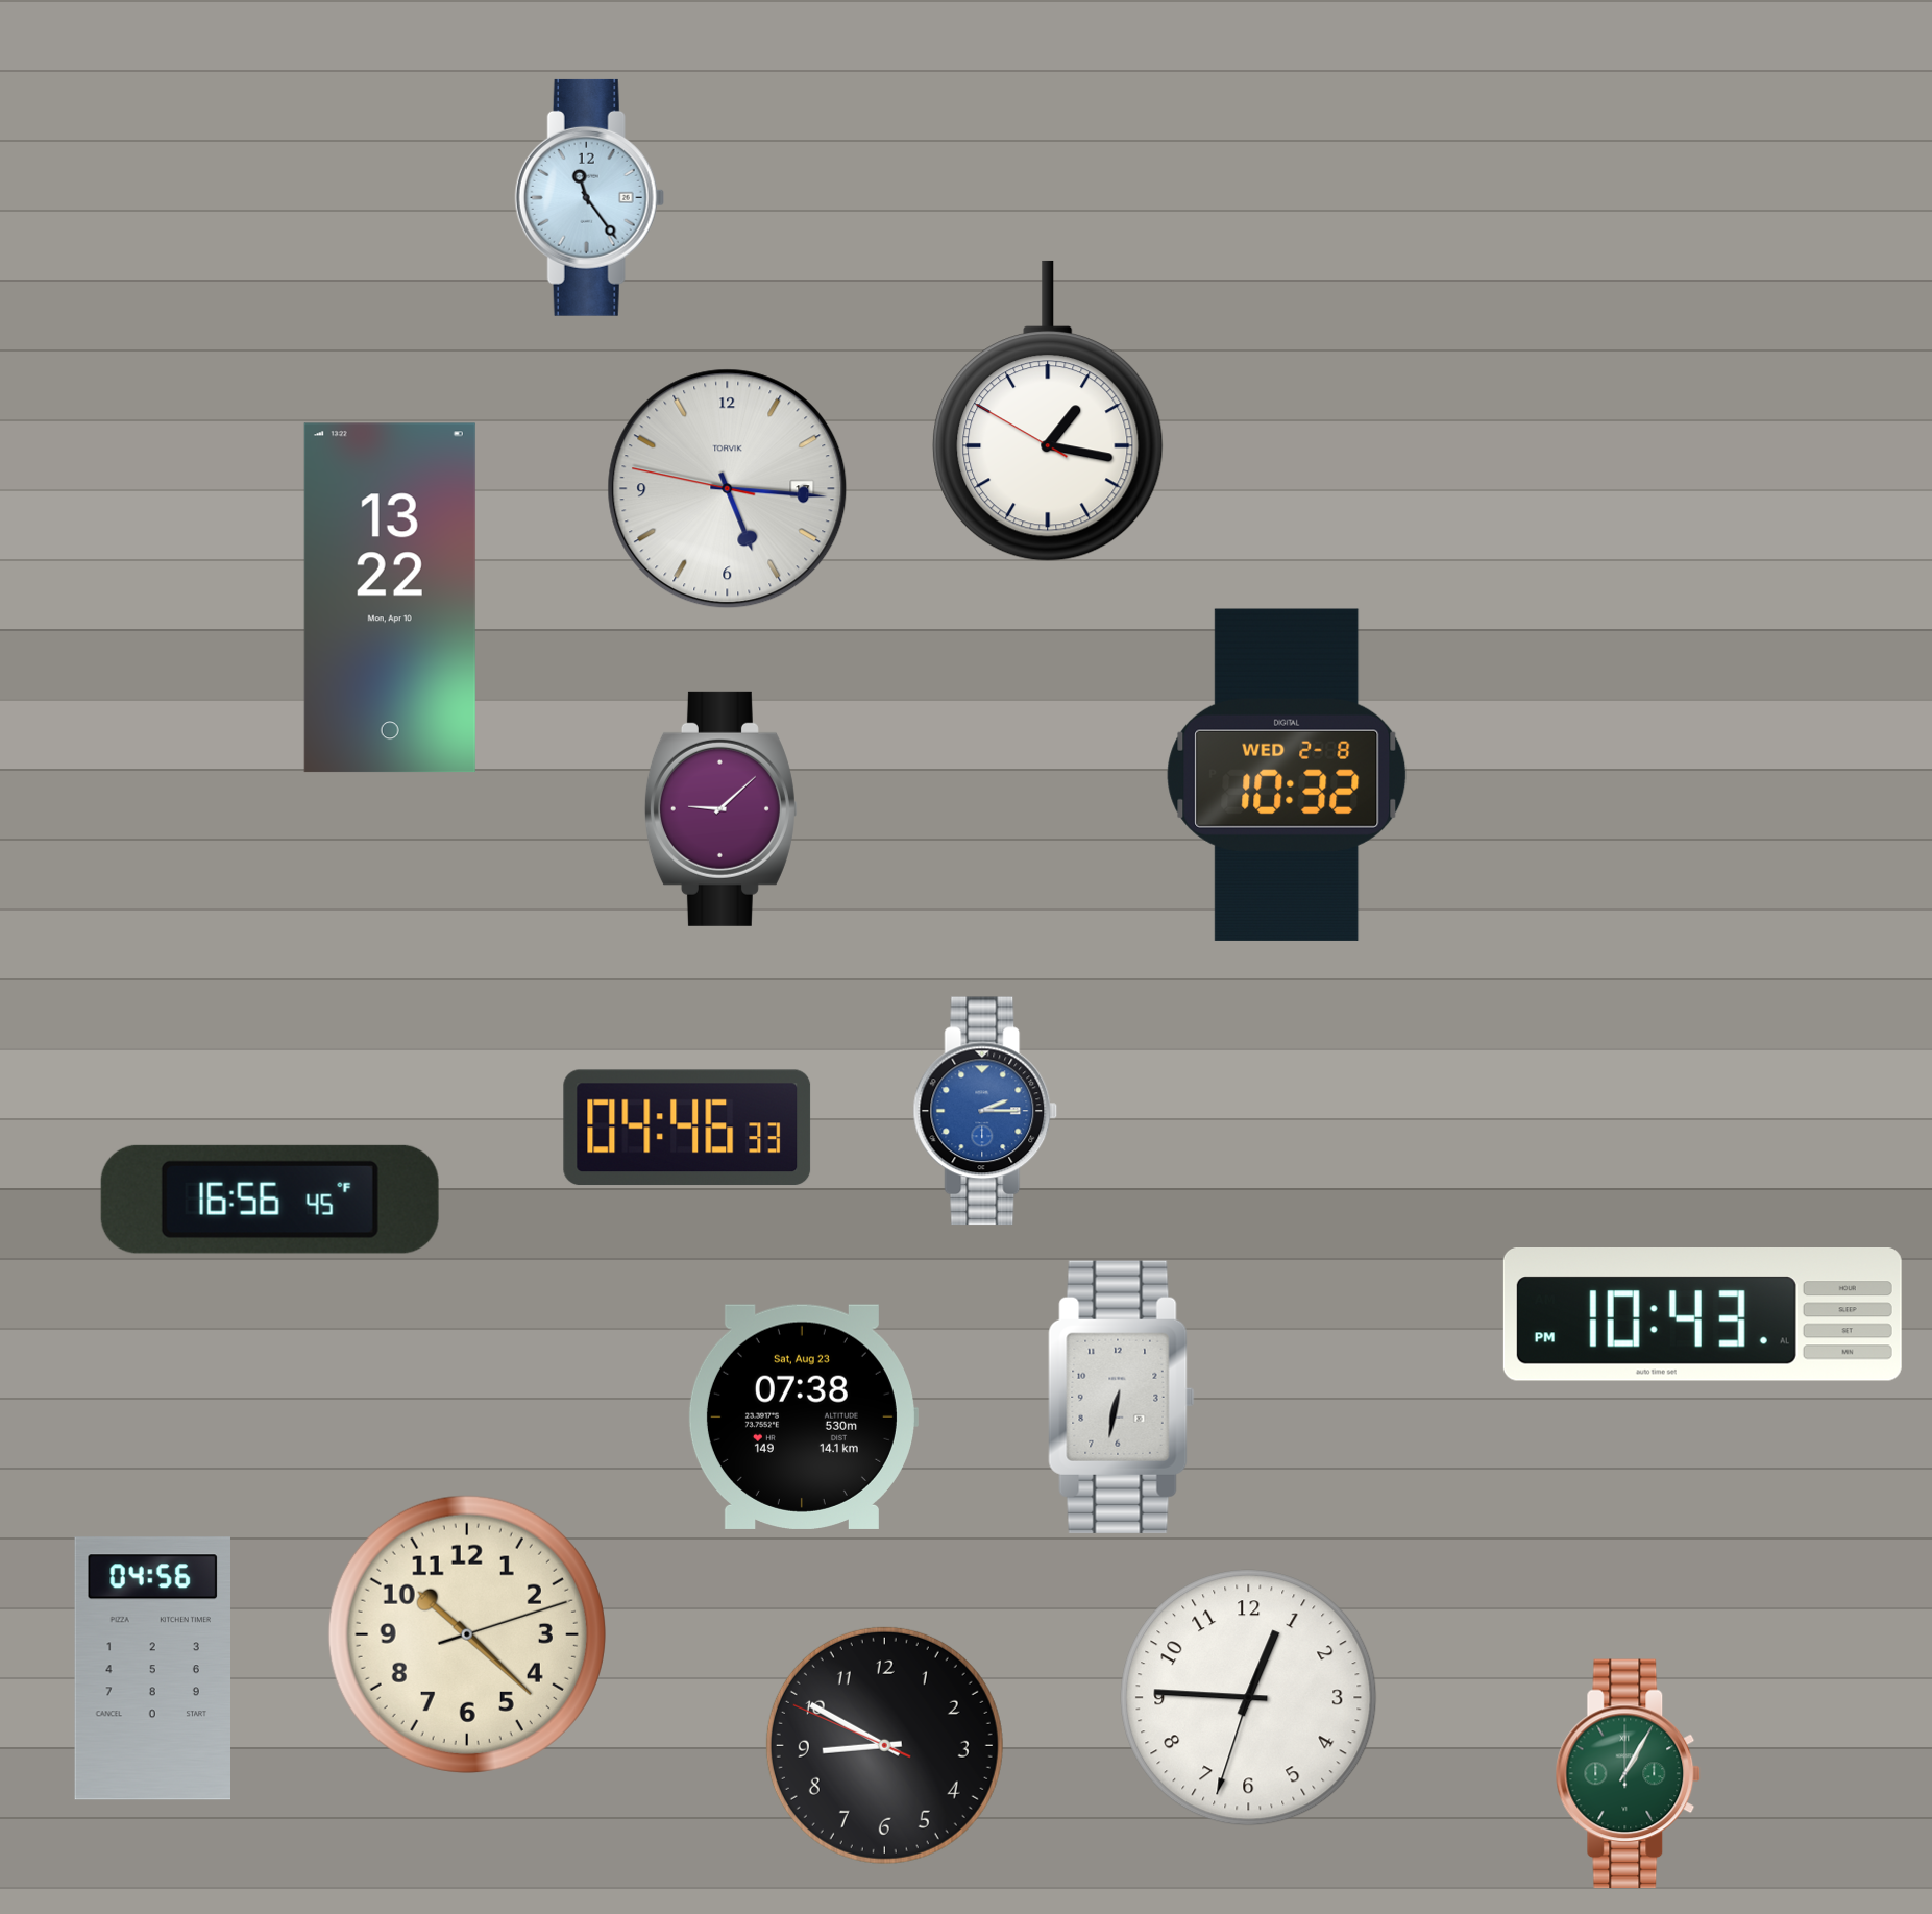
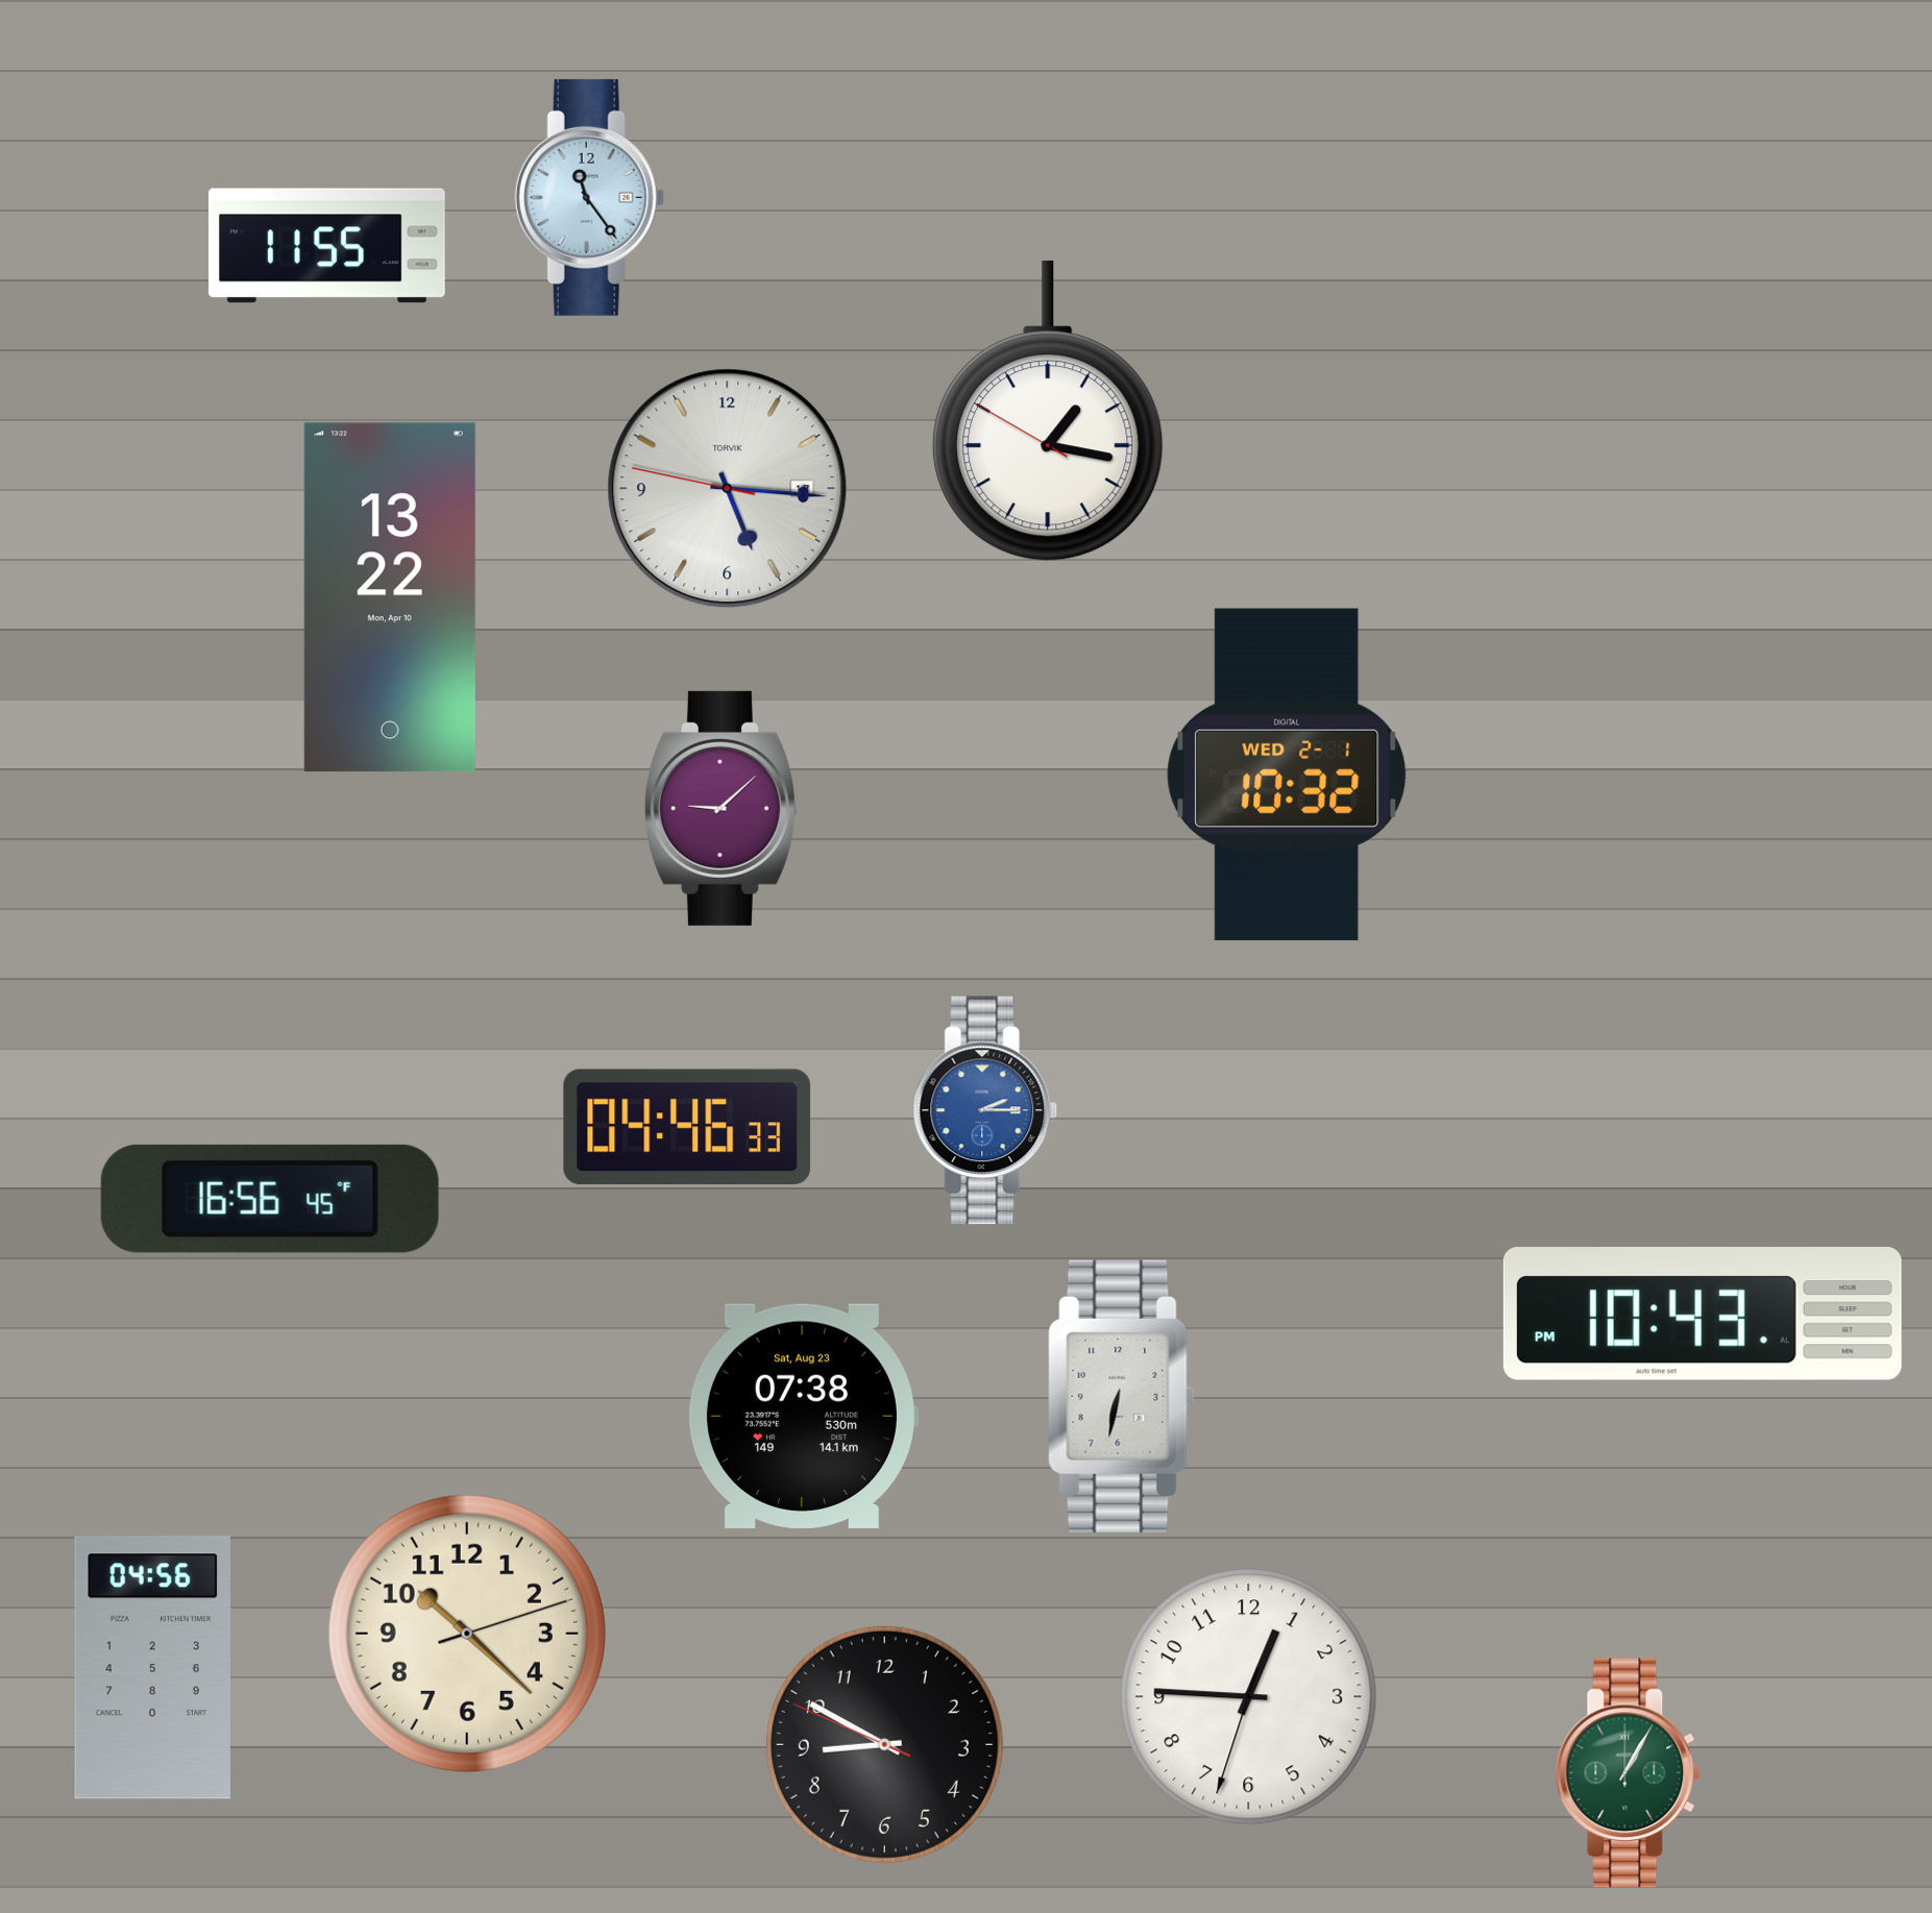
clock at (326, 246): none -> 11:55
clock at (1287, 775) date: WED 2-8 -> WED 2-1
